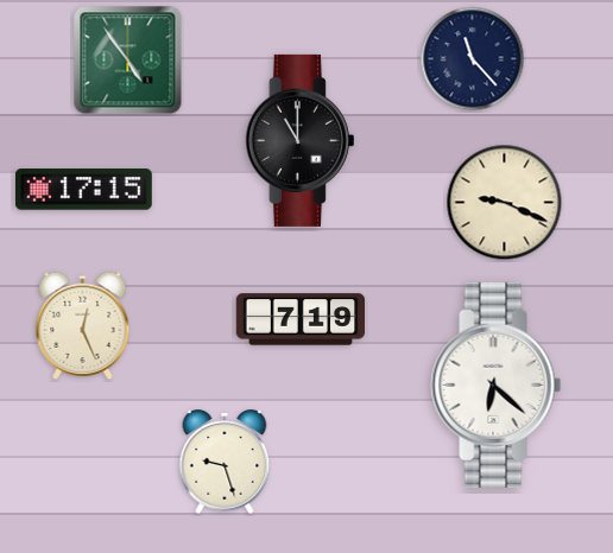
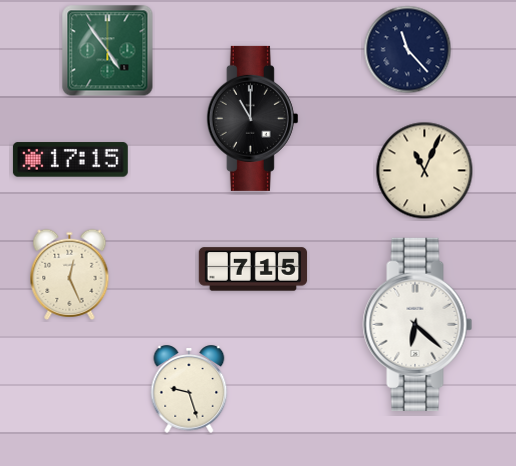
clock at (473, 59) position: (473, 59) -> (408, 50)
clock at (505, 203): 9:19 -> 11:04
clock at (301, 319): 7:19 -> 7:15
